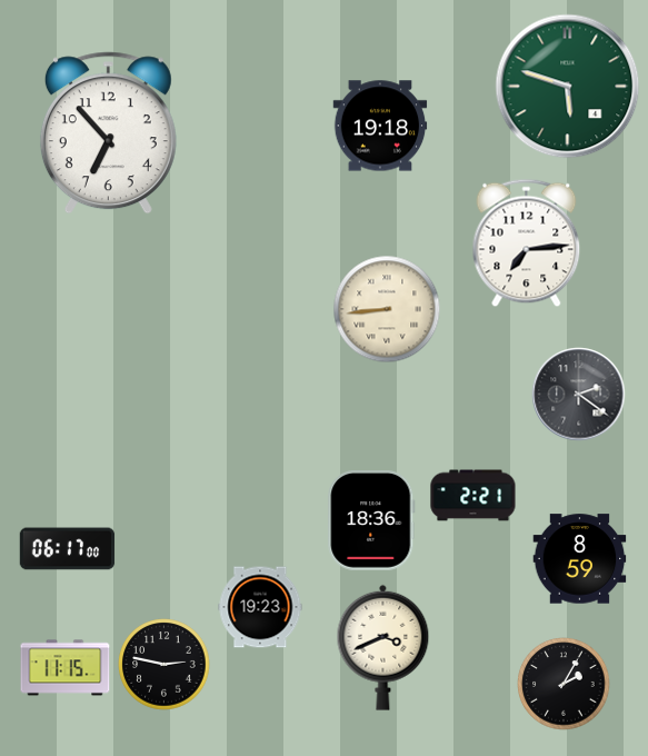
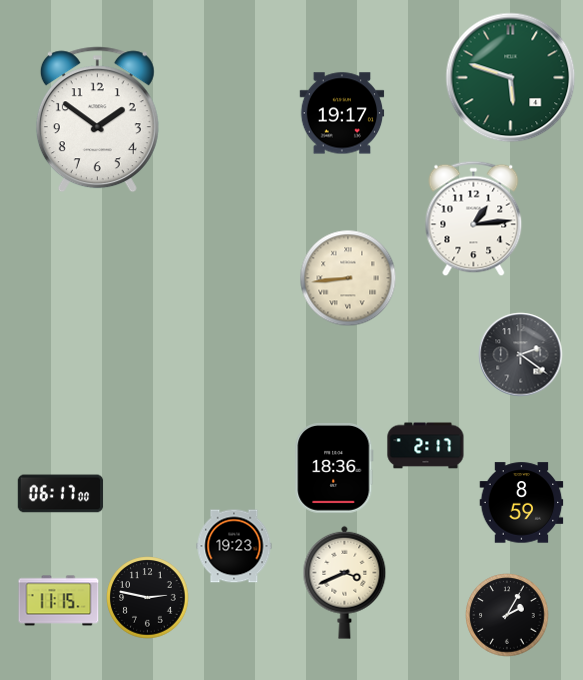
clock at (380, 126): 19:18 -> 19:17
clock at (108, 133): 6:53 -> 1:51
clock at (527, 243): 7:14 -> 1:14
clock at (473, 496): 2:21 -> 2:17
